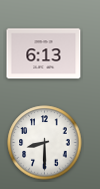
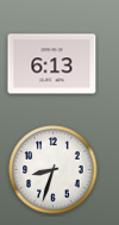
clock at (45, 143): 8:30 -> 8:33
